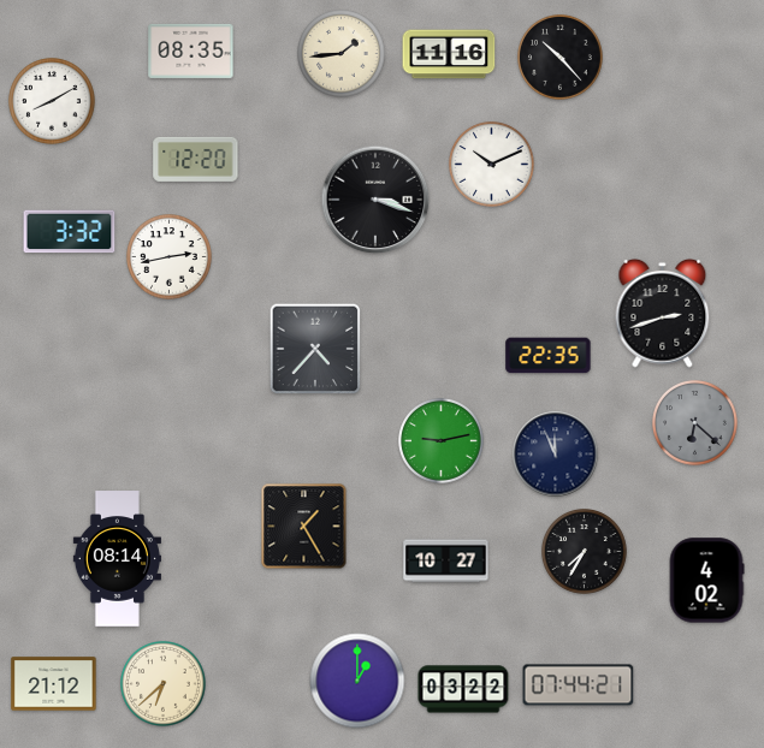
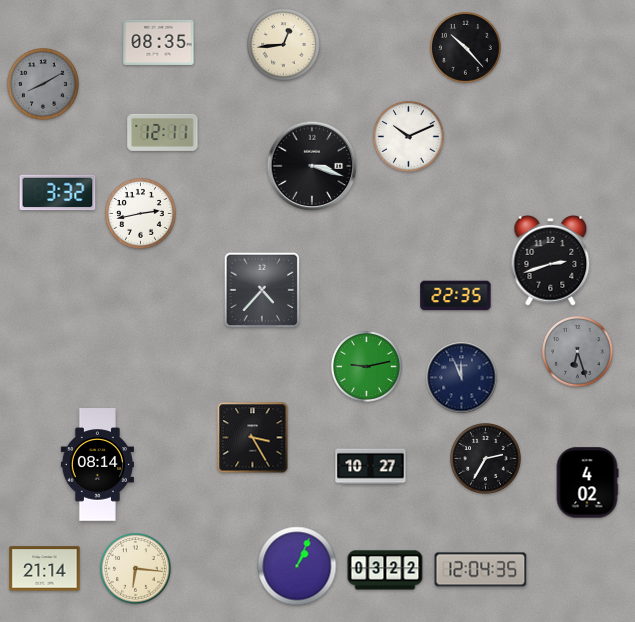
clock at (342, 54): 1:44 -> 12:44
clock at (449, 54): 11:16 -> none
clock at (52, 101) dial: white -> grey
clock at (196, 159): 12:20 -> 12:11
clock at (695, 423): 6:22 -> 6:27
clock at (304, 527): 1:25 -> 3:25
clock at (585, 552): 7:35 -> 2:35
clock at (357, 681): 1:00 -> 1:04
clock at (54, 684): 21:12 -> 21:14
clock at (164, 684): 6:38 -> 6:16
clock at (579, 685): 07:44 -> 12:04
clock at (463, 689) position: (463, 689) -> (385, 570)
